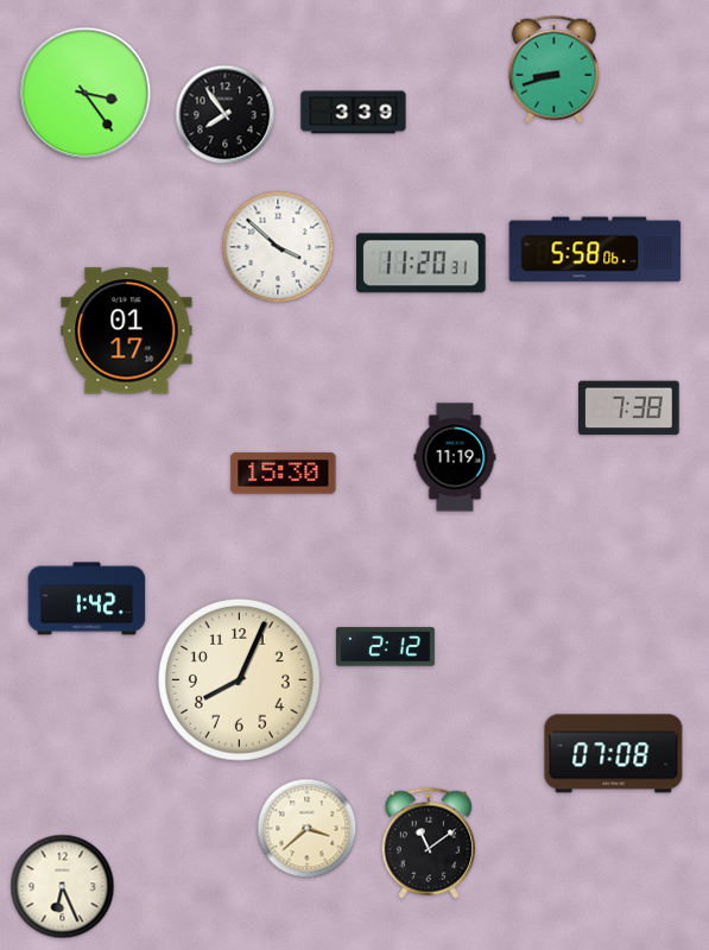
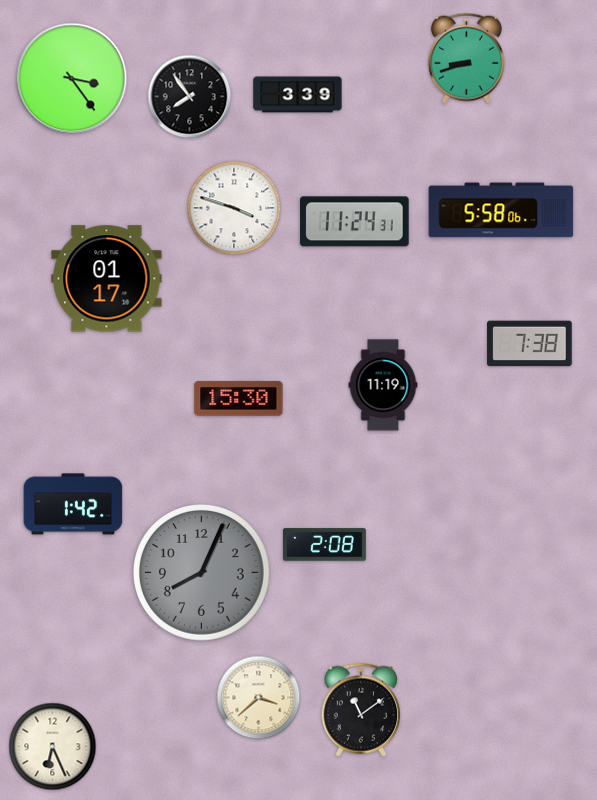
clock at (278, 247): 3:52 -> 3:48
clock at (422, 264): 11:20 -> 11:24
clock at (386, 647): 2:12 -> 2:08
clock at (240, 680) dial: cream -> grey
clock at (614, 754): 07:08 -> none
